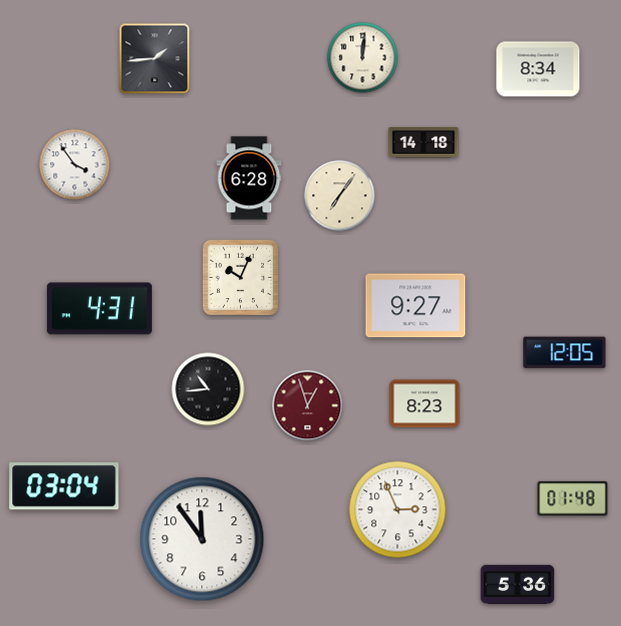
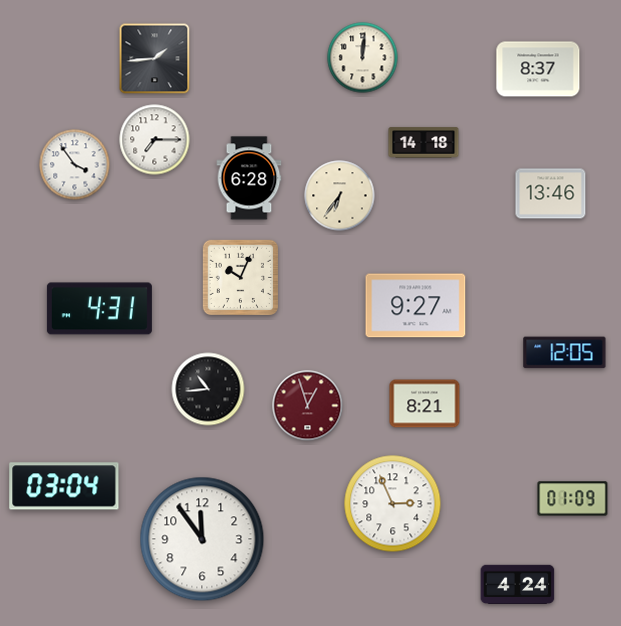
clock at (538, 69): 8:34 -> 8:37
clock at (155, 140): none -> 7:15
clock at (551, 194): none -> 13:46
clock at (340, 196): 7:06 -> 6:36
clock at (425, 404): 8:23 -> 8:21
clock at (573, 499): 01:48 -> 01:09
clock at (398, 510) position: (398, 510) -> (393, 504)
clock at (518, 585): 5:36 -> 4:24
